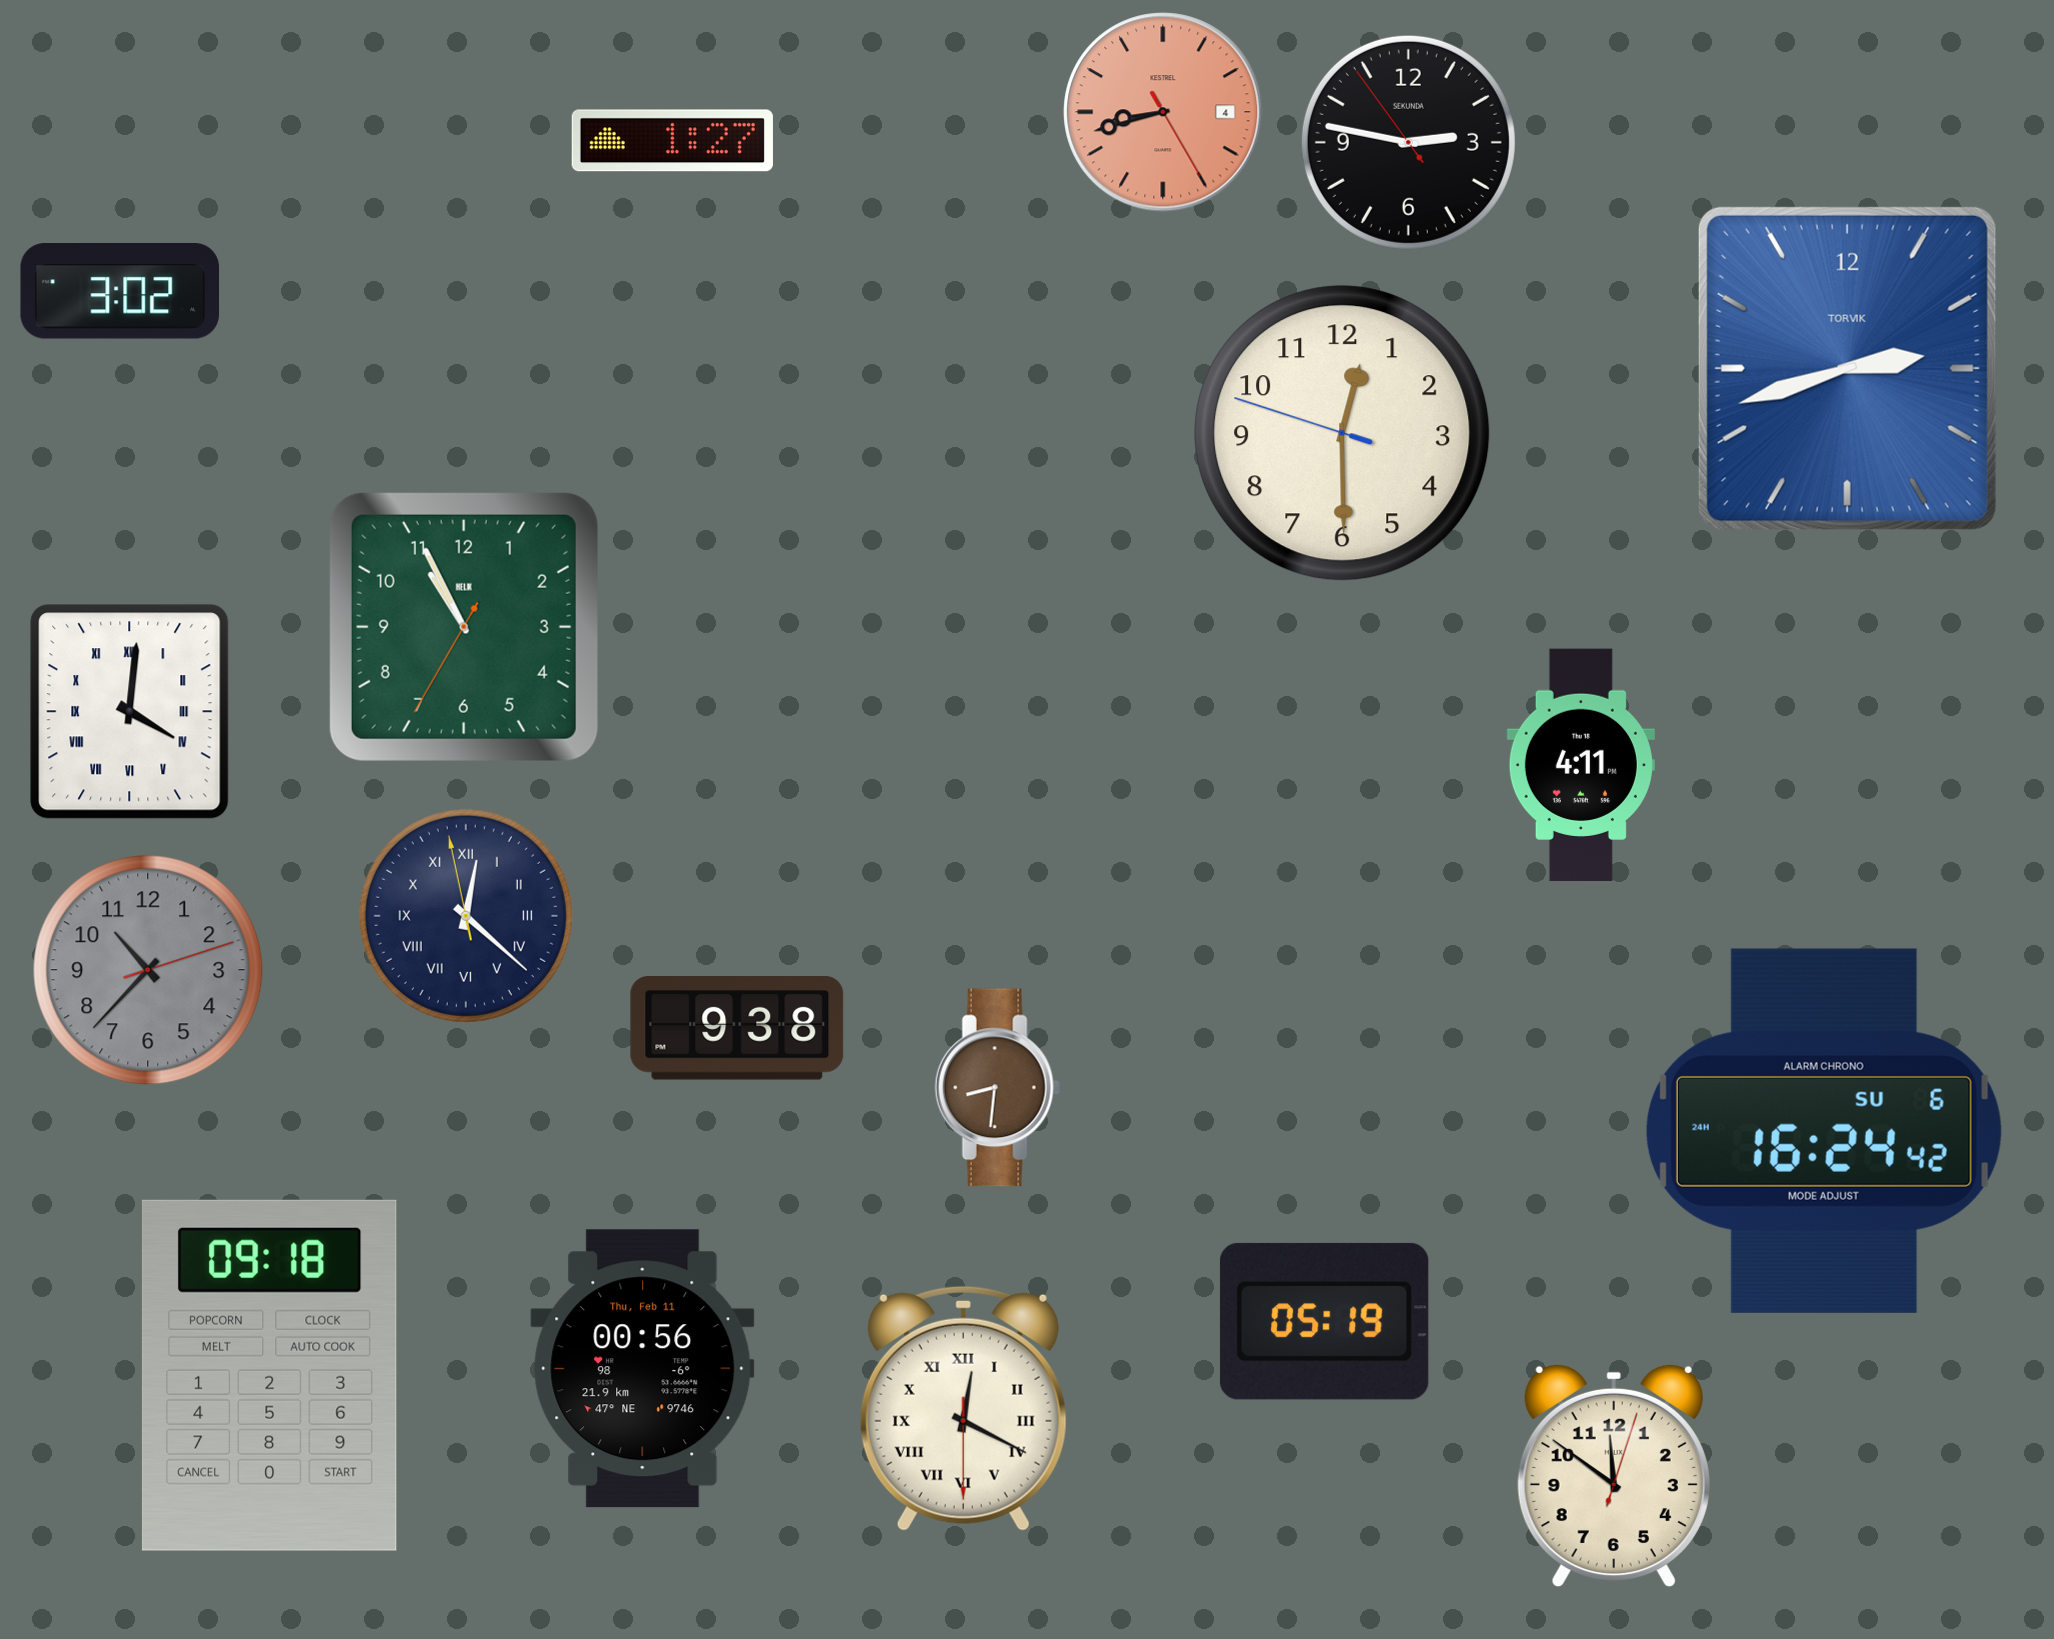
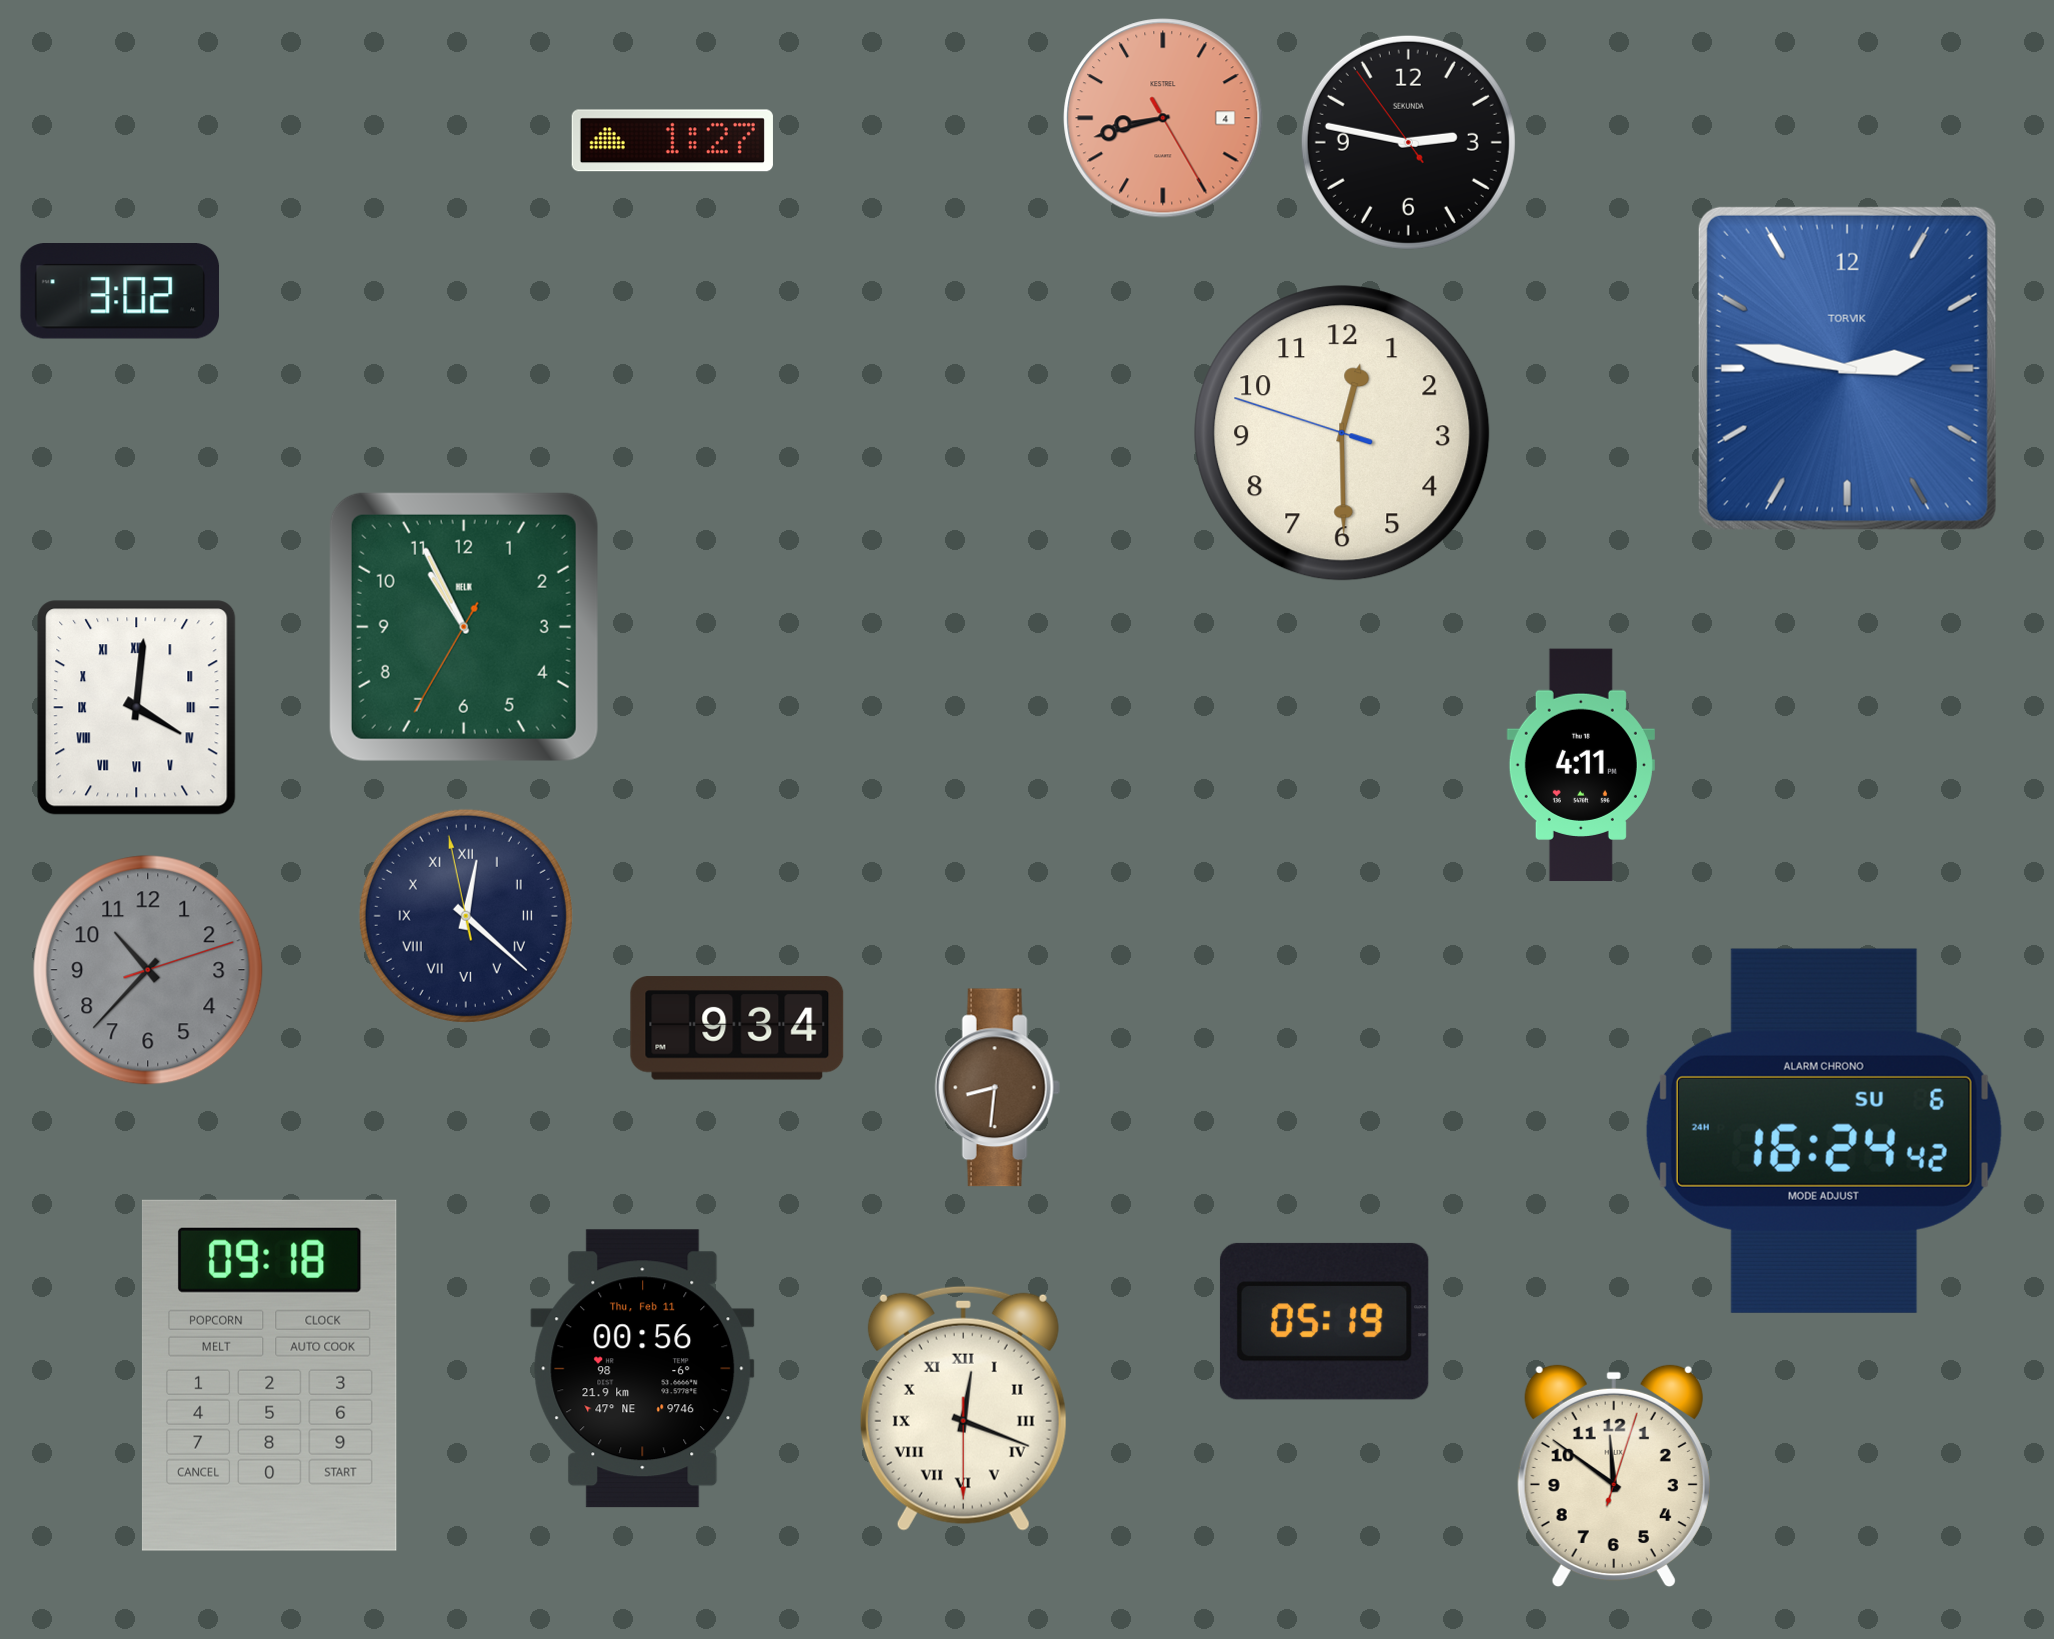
clock at (1163, 112) position: (1163, 112) -> (1163, 118)
clock at (1847, 368): 2:42 -> 2:47
clock at (130, 712) position: (130, 712) -> (137, 708)
clock at (737, 1028): 9:38 -> 9:34
clock at (963, 1408): 12:19 -> 12:18
